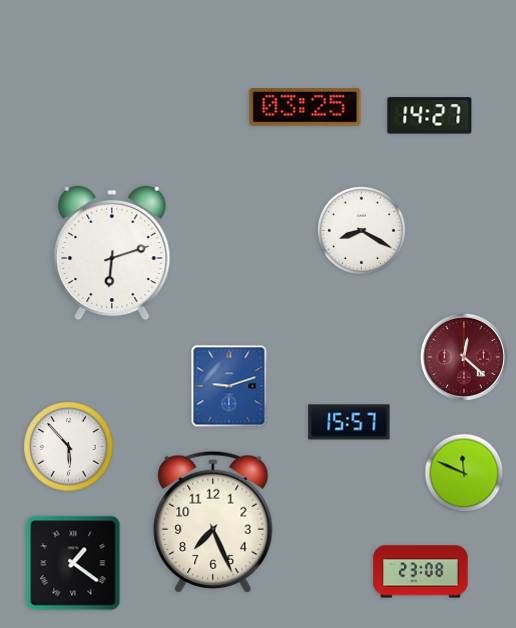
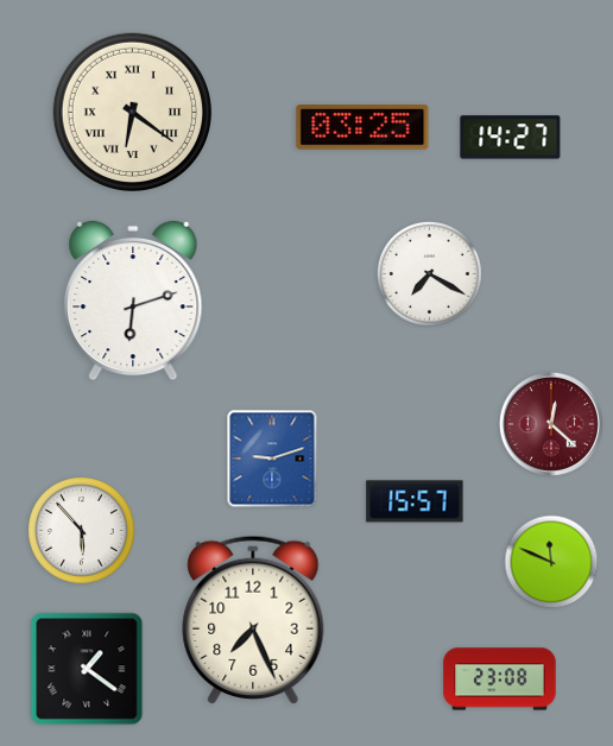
clock at (132, 112): none -> 6:21
clock at (361, 230): 8:20 -> 7:20
